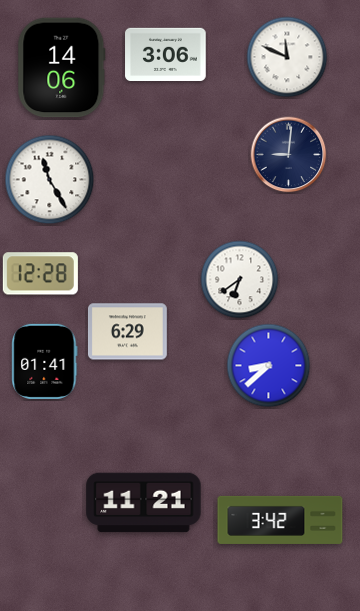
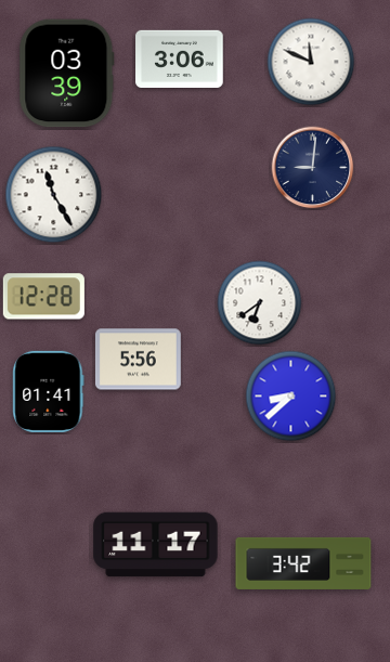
clock at (62, 68): 14:06 -> 03:39
clock at (127, 332): 6:29 -> 5:56
clock at (144, 503): 11:21 -> 11:17
